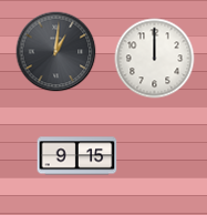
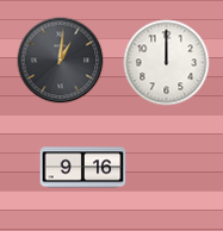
clock at (56, 52) position: (56, 52) -> (61, 61)
clock at (77, 156): 9:15 -> 9:16
